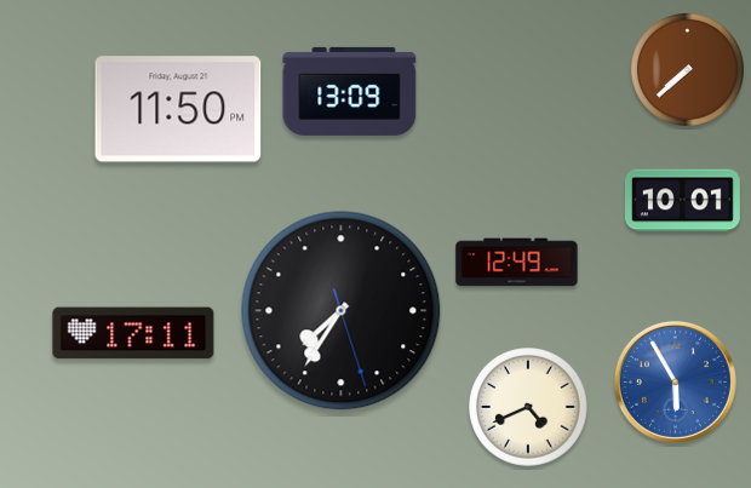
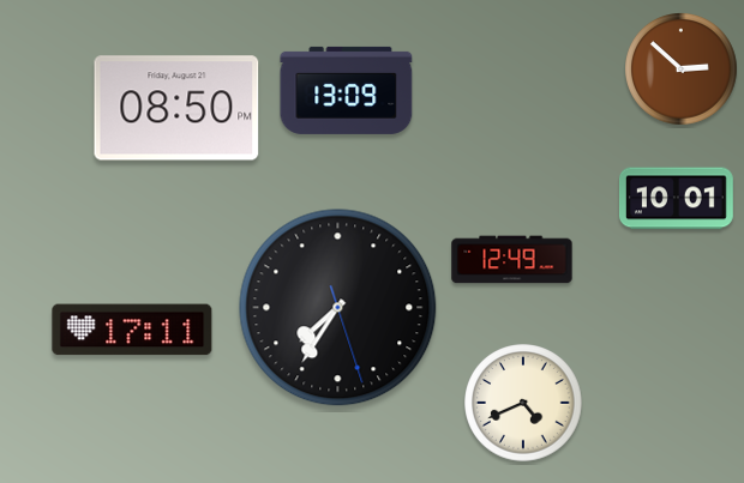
clock at (688, 70): 7:38 -> 2:52
clock at (178, 109): 11:50 -> 08:50
clock at (675, 381): 5:55 -> none
